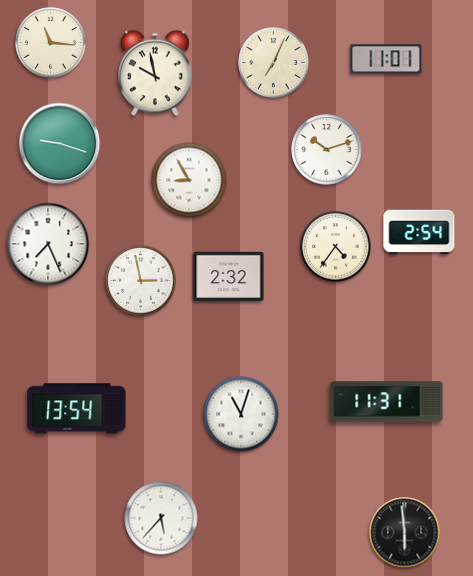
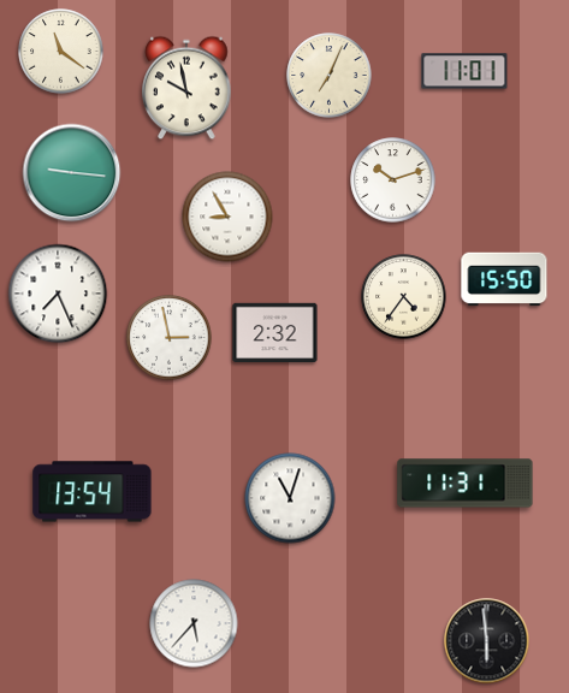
clock at (51, 43): 11:16 -> 11:21
clock at (60, 144): 9:18 -> 9:16
clock at (419, 232): 2:54 -> 15:50
